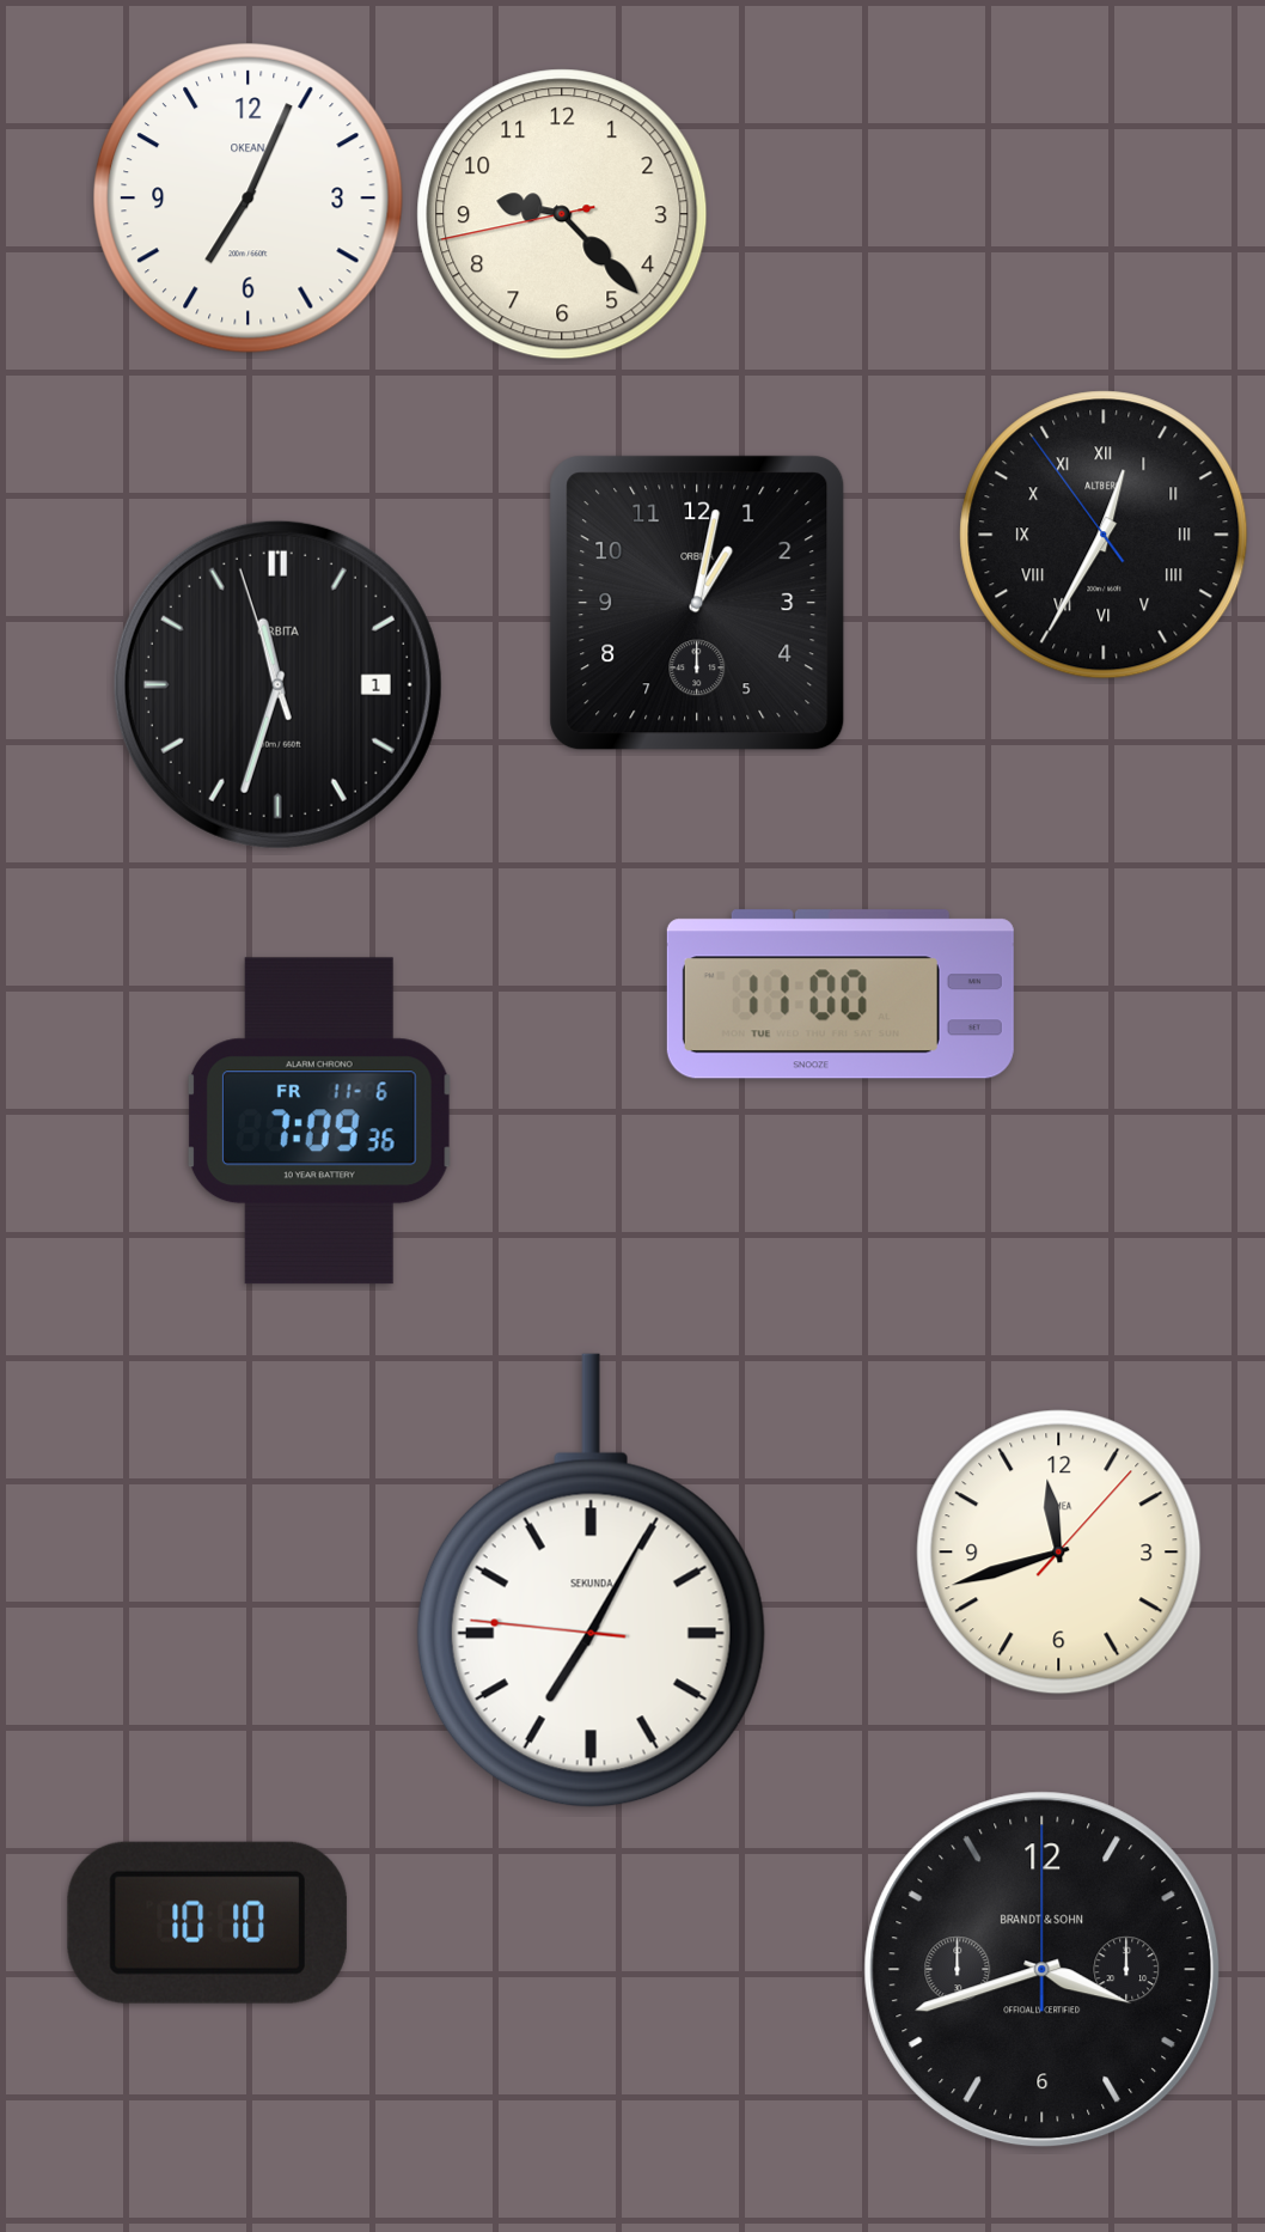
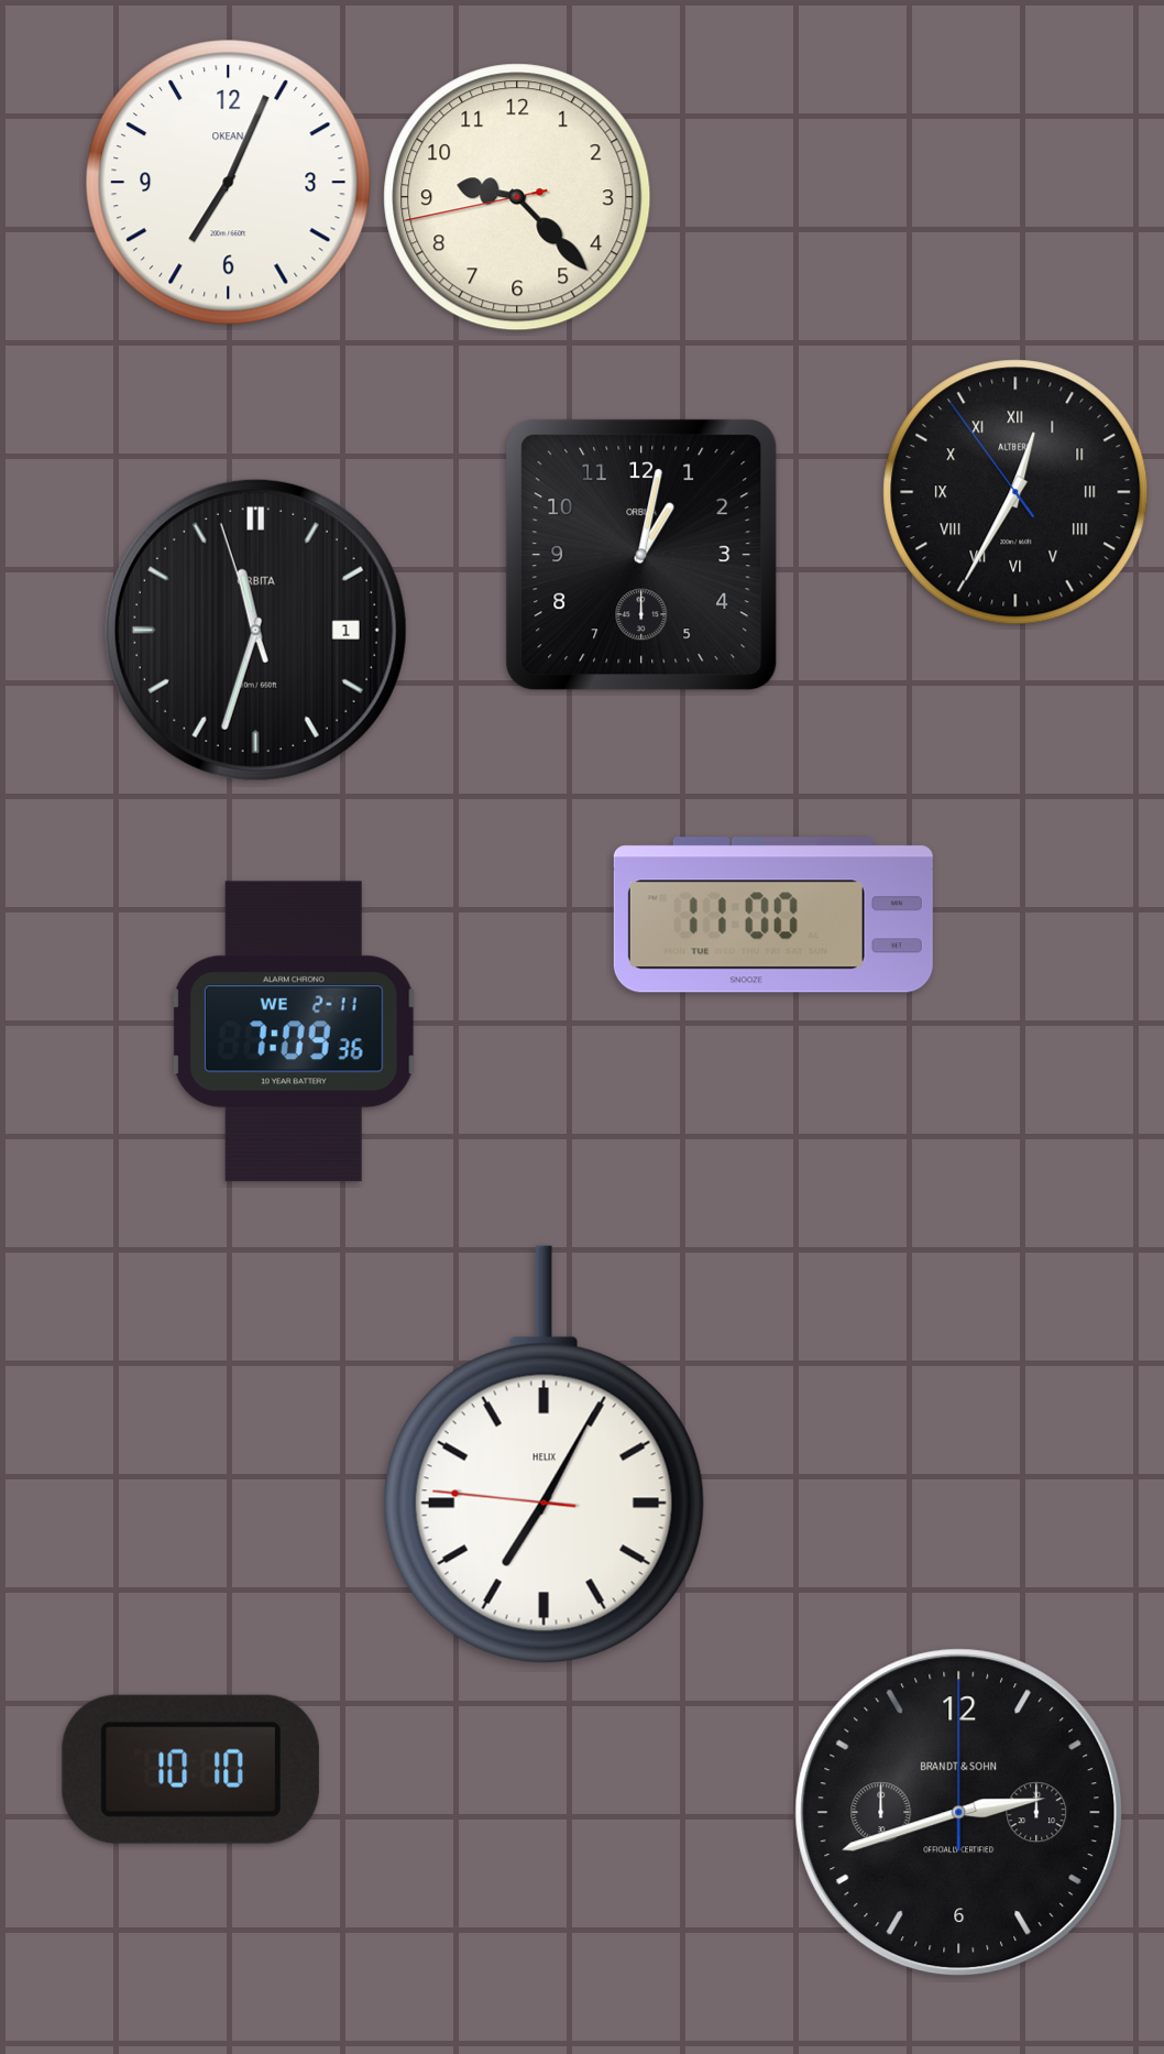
clock at (319, 1121) date: FR 11-6 -> WE 2-11
clock at (1059, 1553): 11:42 -> none
clock at (591, 1581) brand: SEKUNDA -> HELIX
clock at (1043, 1970): 3:42 -> 2:42
